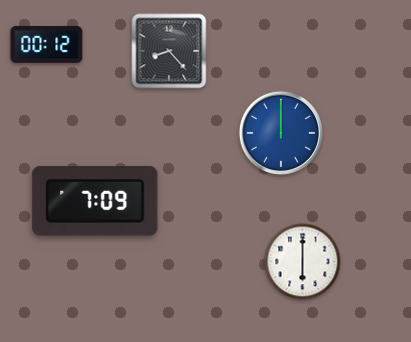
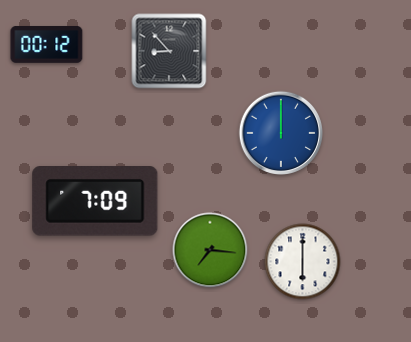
clock at (169, 51): 8:23 -> 8:53
clock at (210, 250): none -> 7:16
